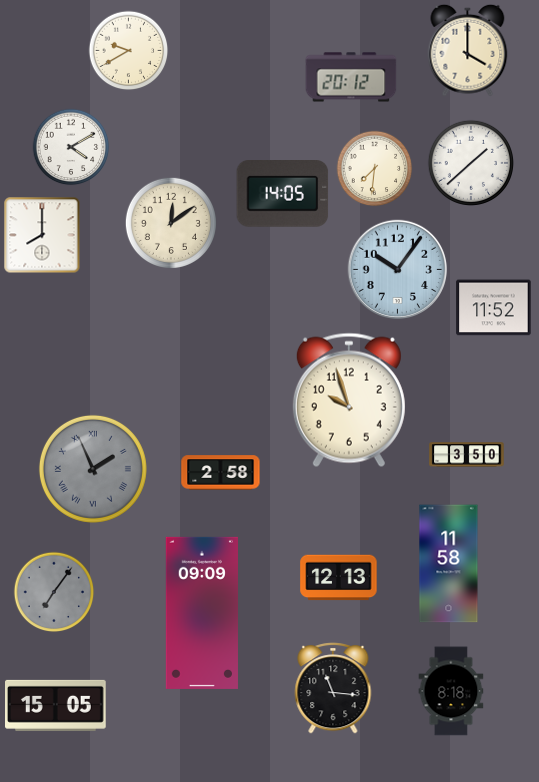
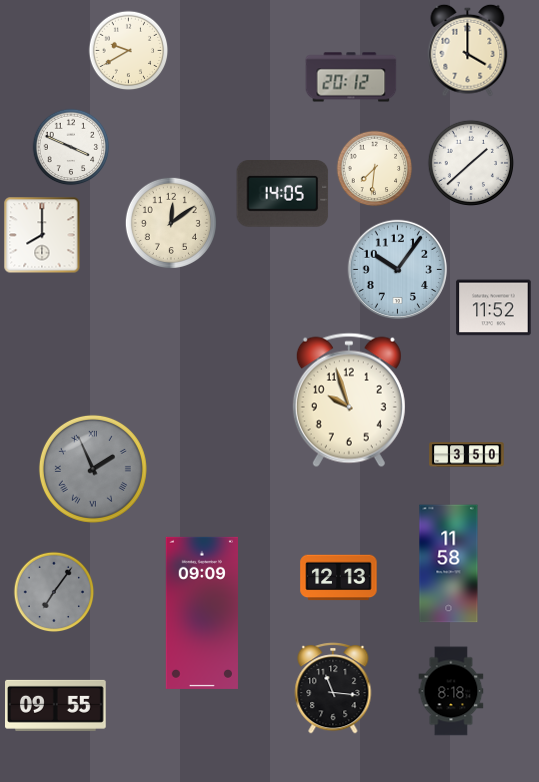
clock at (71, 147): 4:10 -> 3:49
clock at (221, 473): 2:58 -> none
clock at (56, 705): 15:05 -> 09:55
